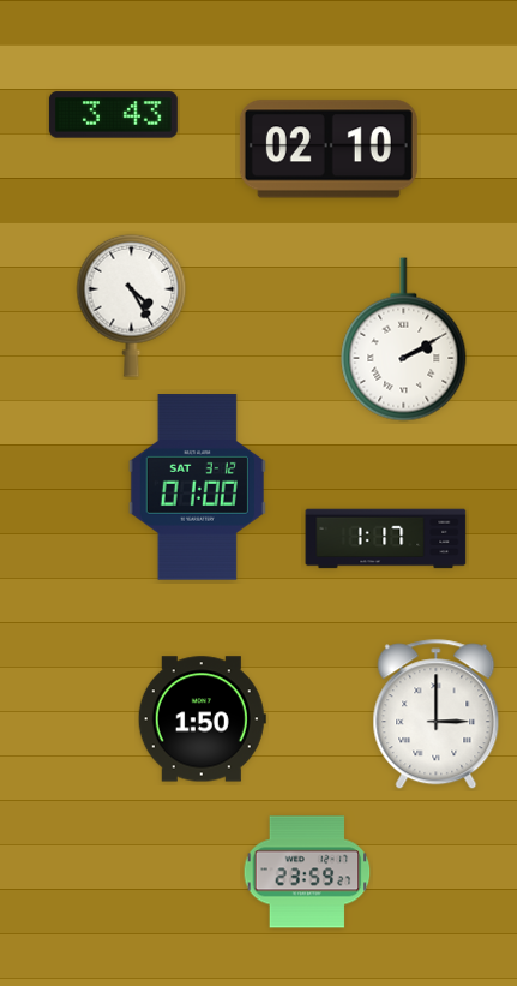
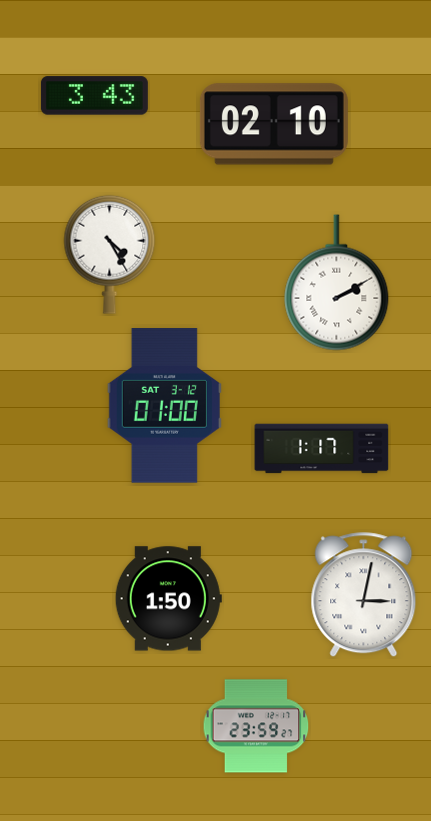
clock at (437, 715): 3:00 -> 3:02
